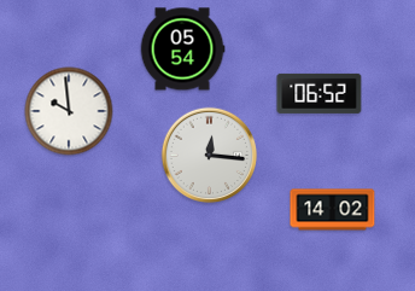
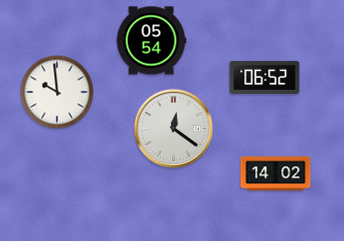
clock at (210, 156): 12:16 -> 12:21
